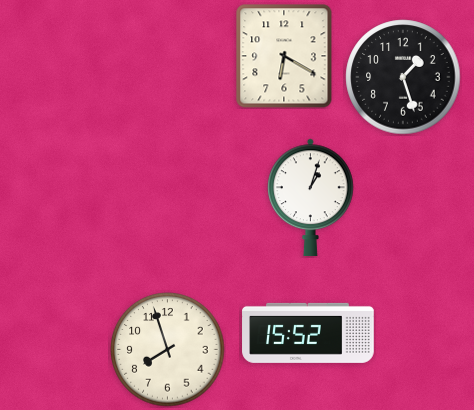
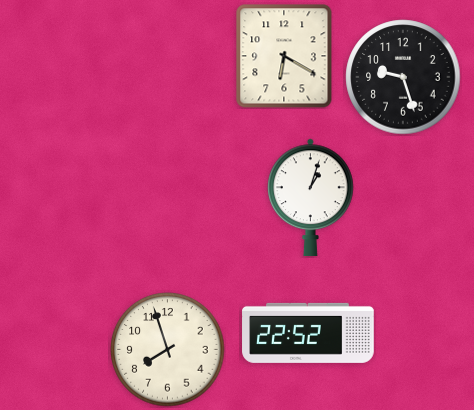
clock at (403, 77): 1:27 -> 9:27
clock at (308, 333): 15:52 -> 22:52
